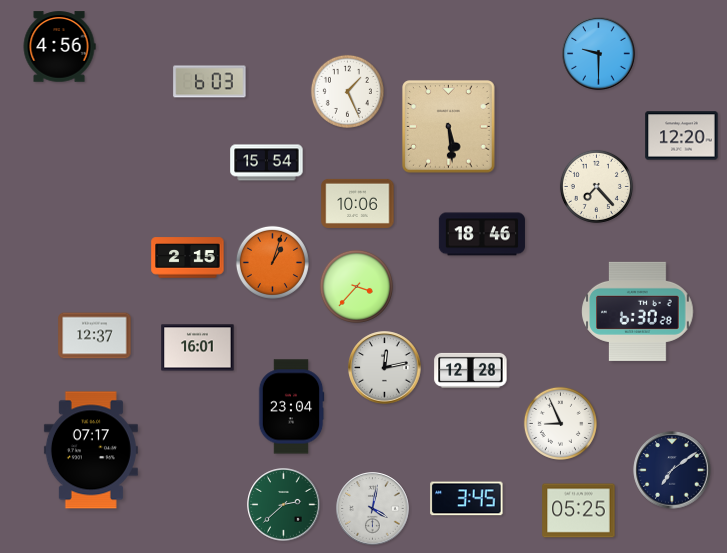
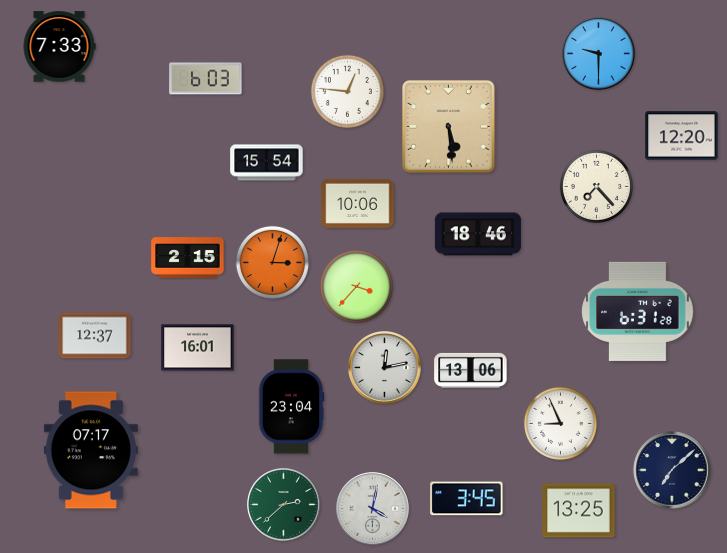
clock at (59, 47): 4:56 -> 7:33
clock at (210, 82) position: (210, 82) -> (206, 79)
clock at (347, 91): 1:26 -> 12:46
clock at (482, 234) position: (482, 234) -> (478, 234)
clock at (272, 262): 1:03 -> 3:03
clock at (638, 311): 6:30 -> 6:31
clock at (471, 370): 12:28 -> 13:06
clock at (672, 470): 7:09 -> 7:08
clock at (579, 511): 05:25 -> 13:25
